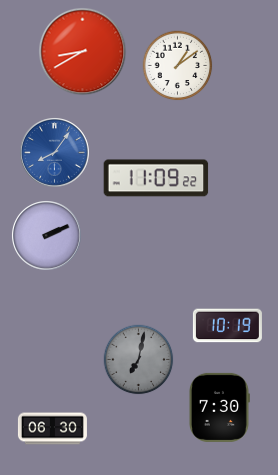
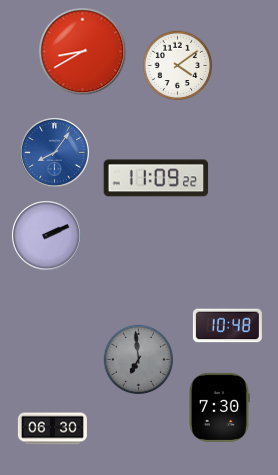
clock at (178, 66): 1:09 -> 4:09
clock at (227, 326): 10:19 -> 10:48
clock at (139, 360): 7:02 -> 6:59
